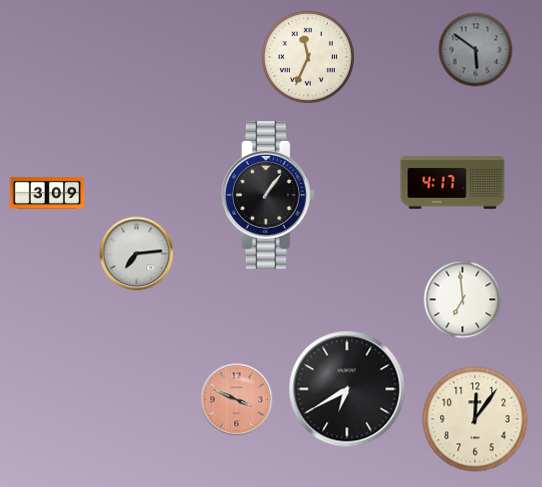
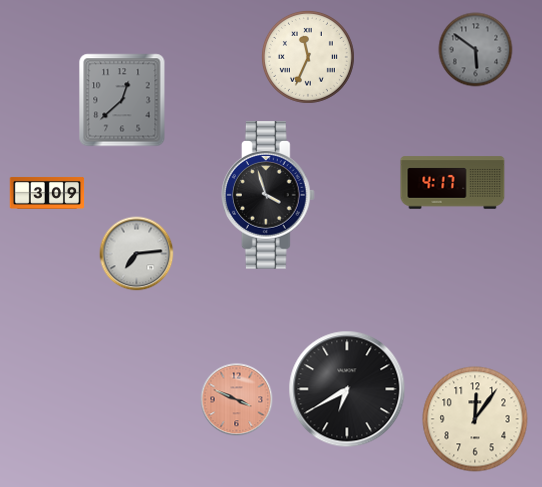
clock at (122, 100): none -> 12:38
clock at (268, 195): 1:06 -> 3:57
clock at (463, 300): 6:59 -> none
